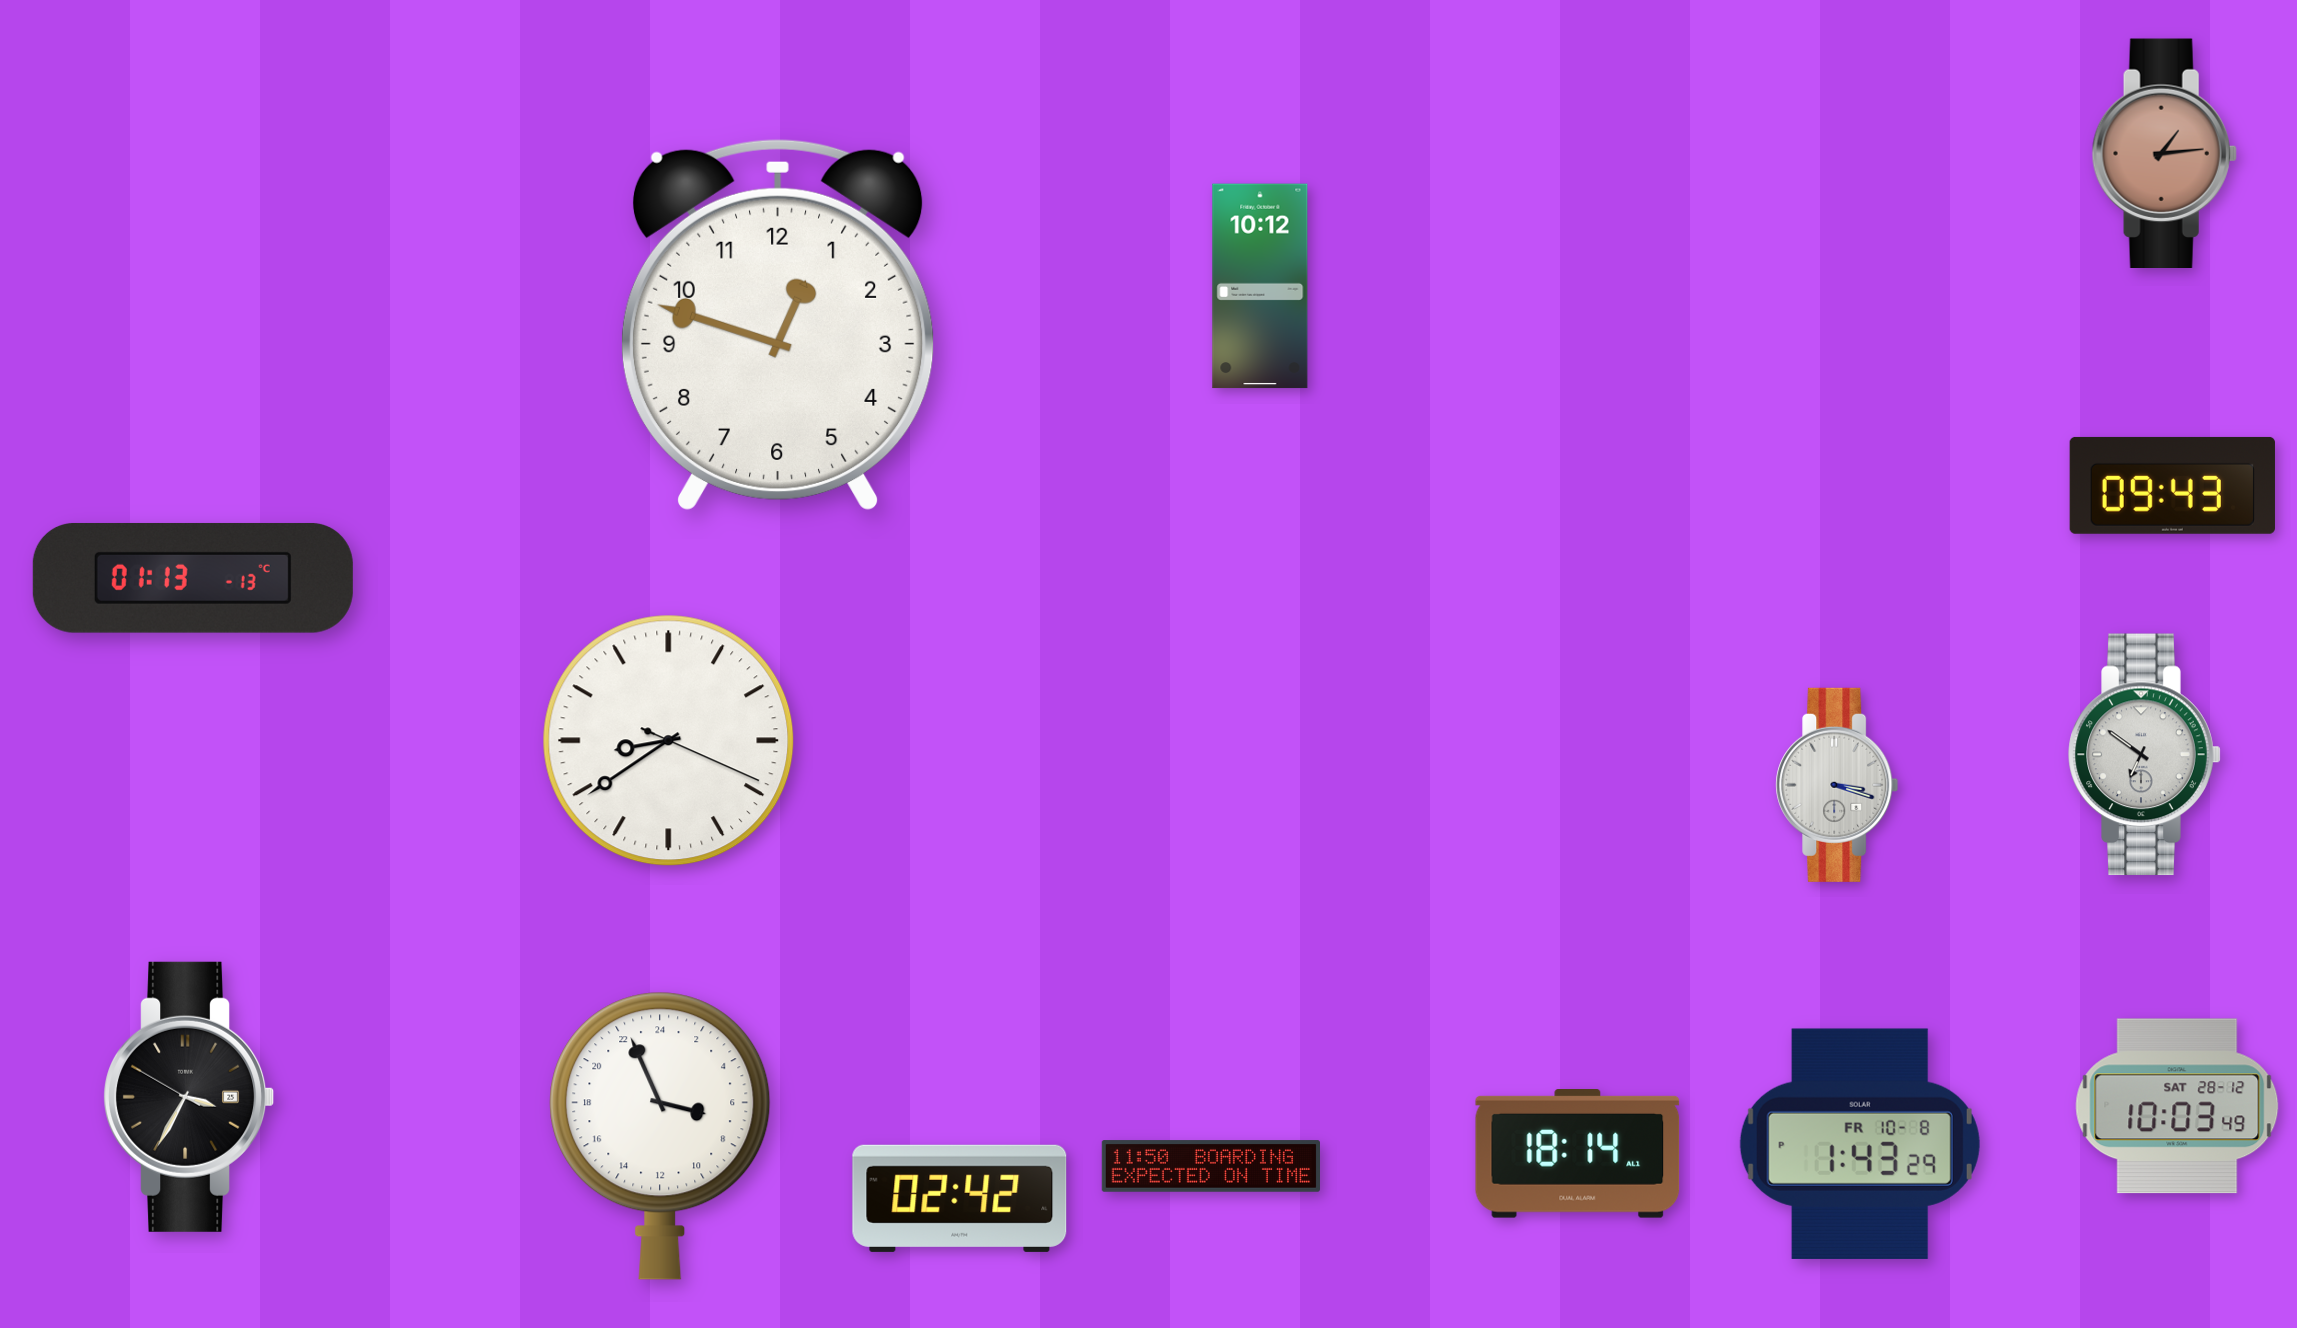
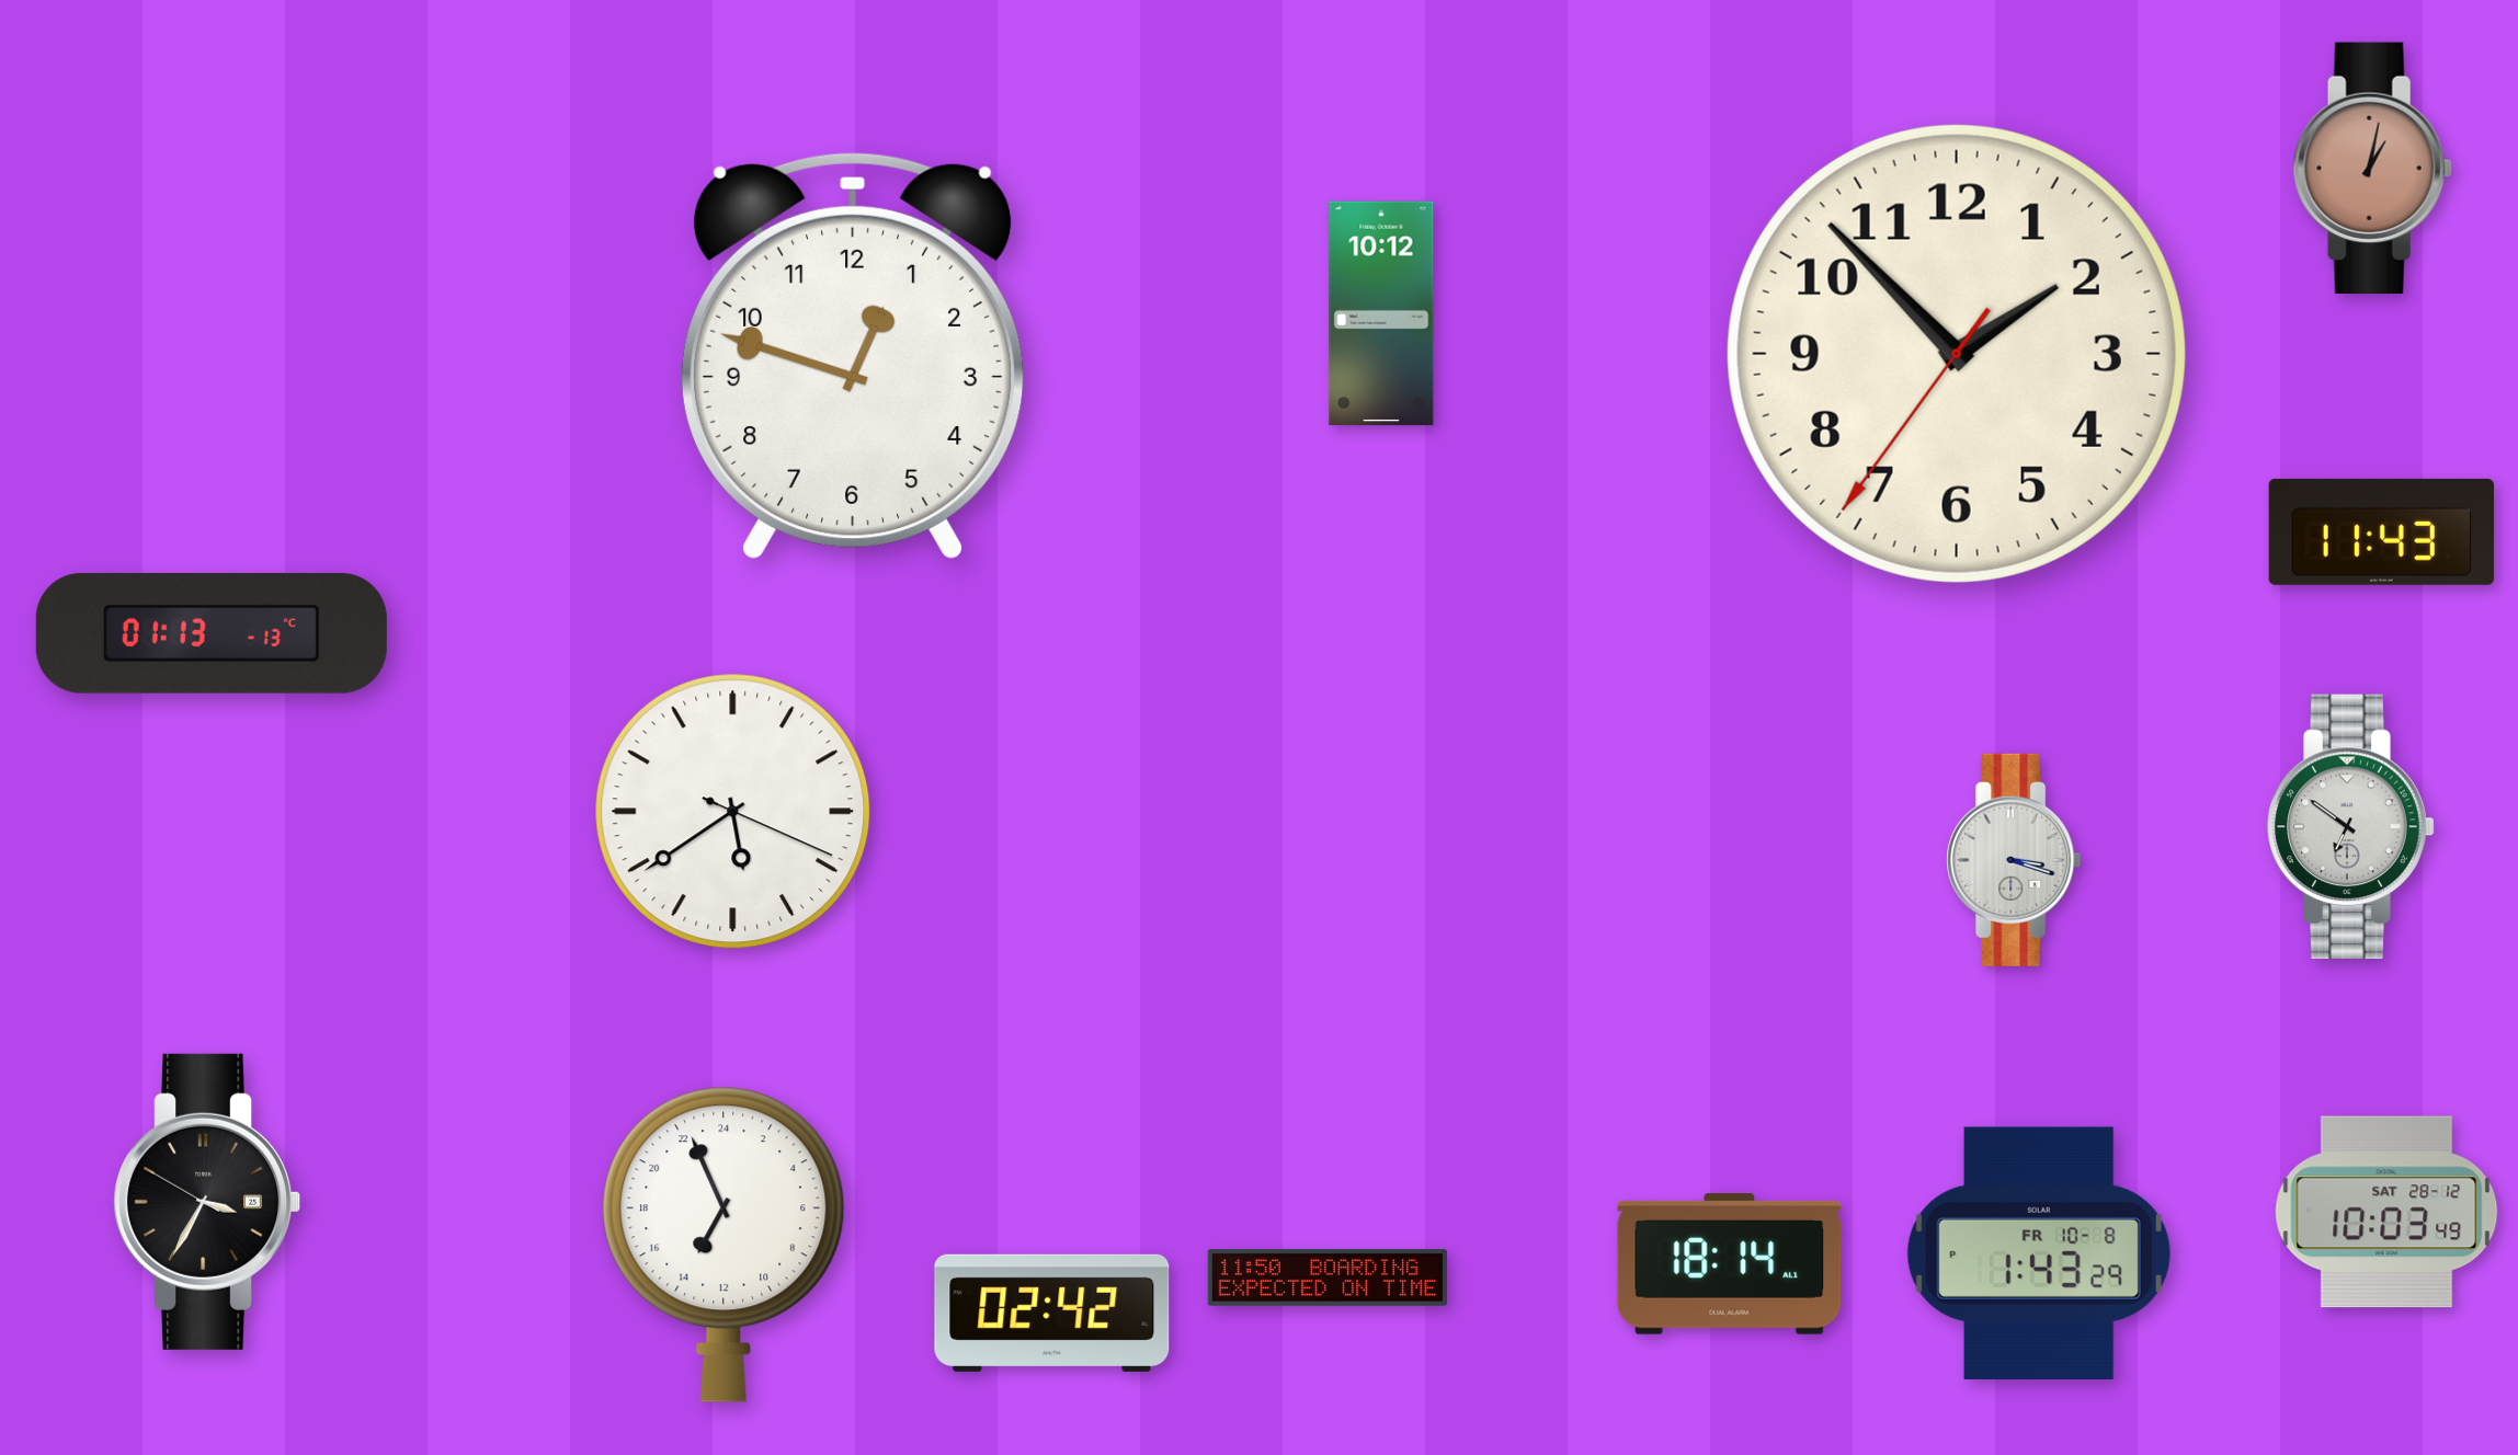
clock at (2164, 153): 1:14 -> 1:02
clock at (1957, 354): none -> 1:52
clock at (2172, 485): 09:43 -> 11:43
clock at (669, 741): 8:39 -> 5:39
clock at (660, 1136): 6:56 -> 13:56
